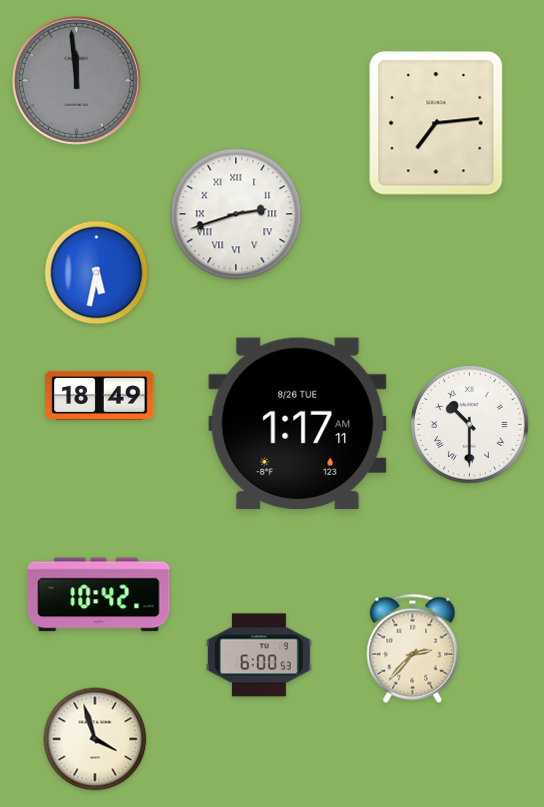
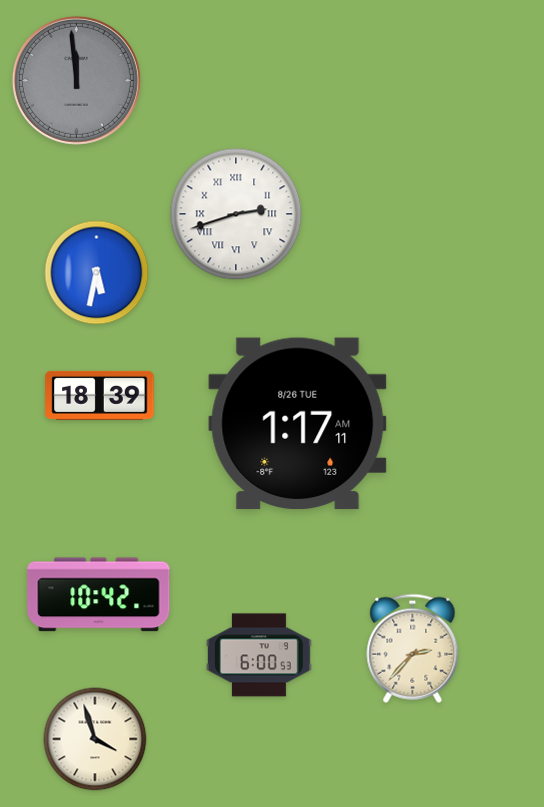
clock at (436, 123): 7:14 -> none
clock at (100, 395): 18:49 -> 18:39
clock at (470, 425): 10:30 -> none
